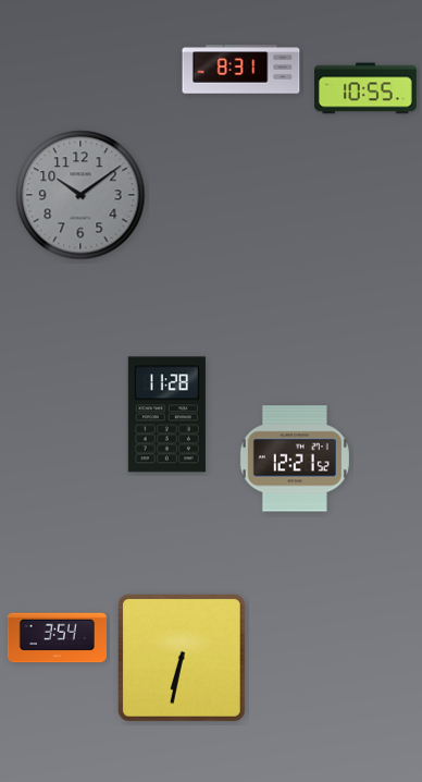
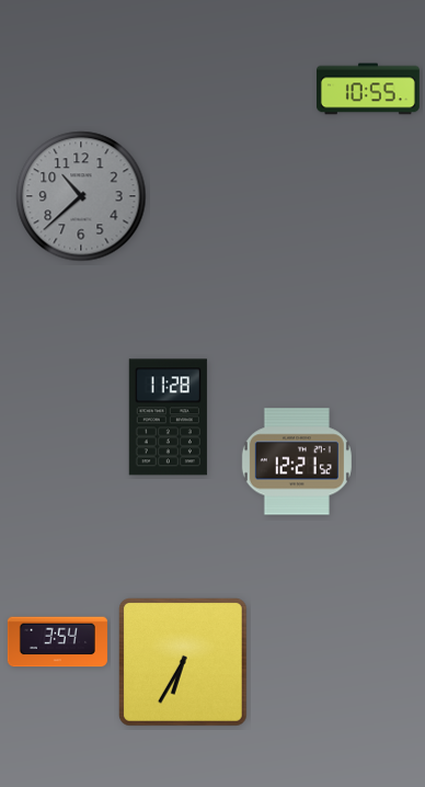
clock at (241, 70): 8:31 -> none
clock at (80, 195): 10:09 -> 10:38
clock at (182, 658): 6:32 -> 6:35
